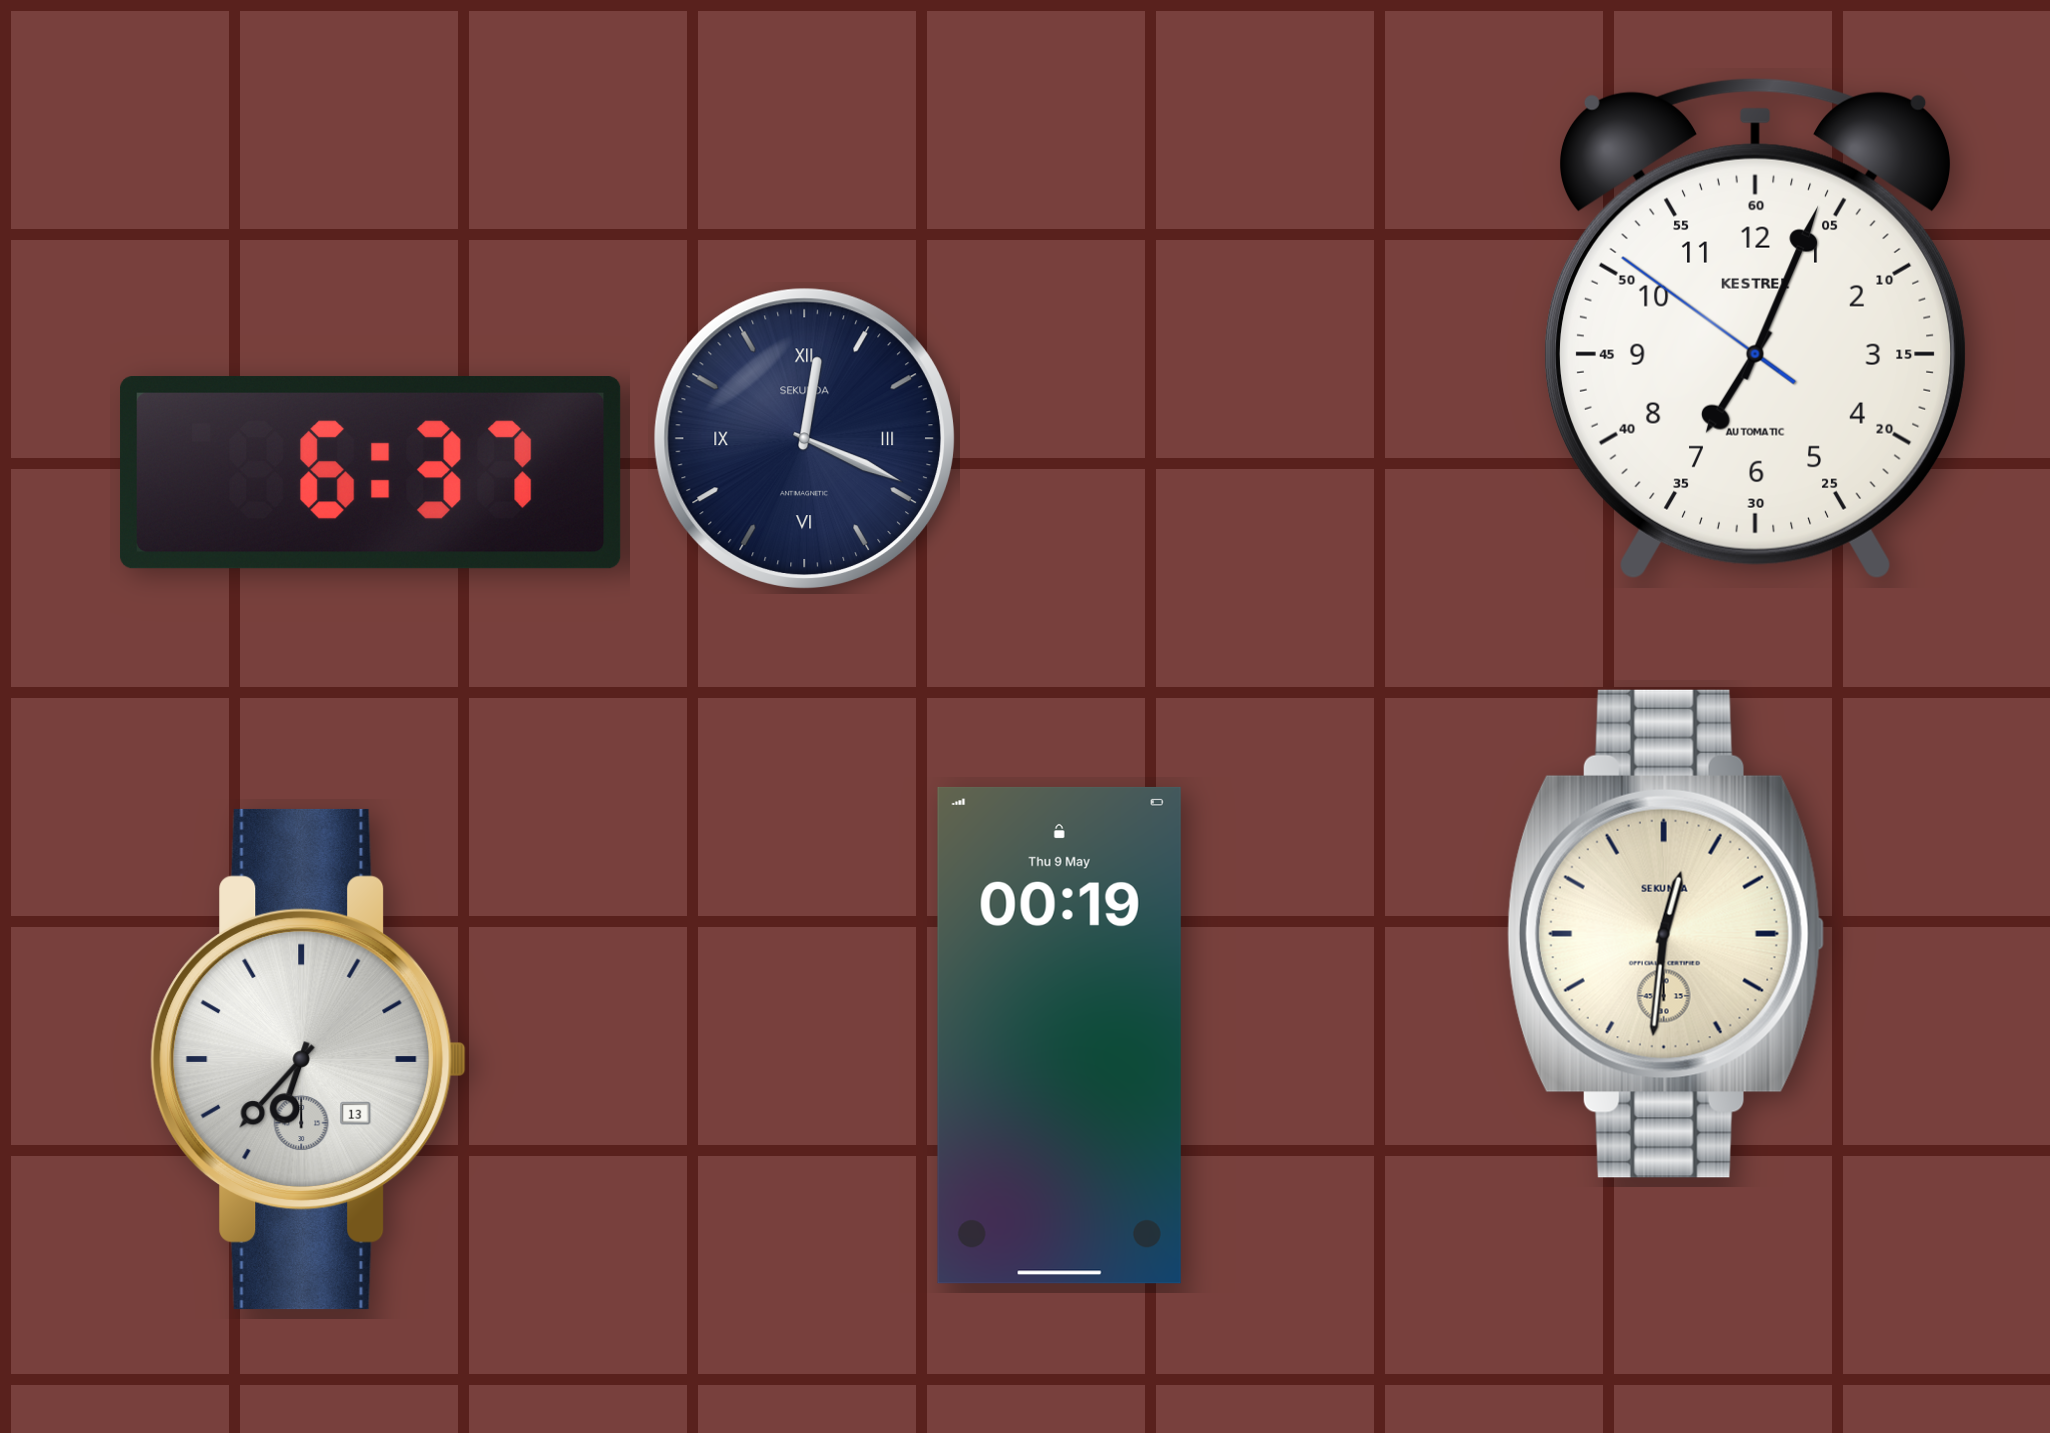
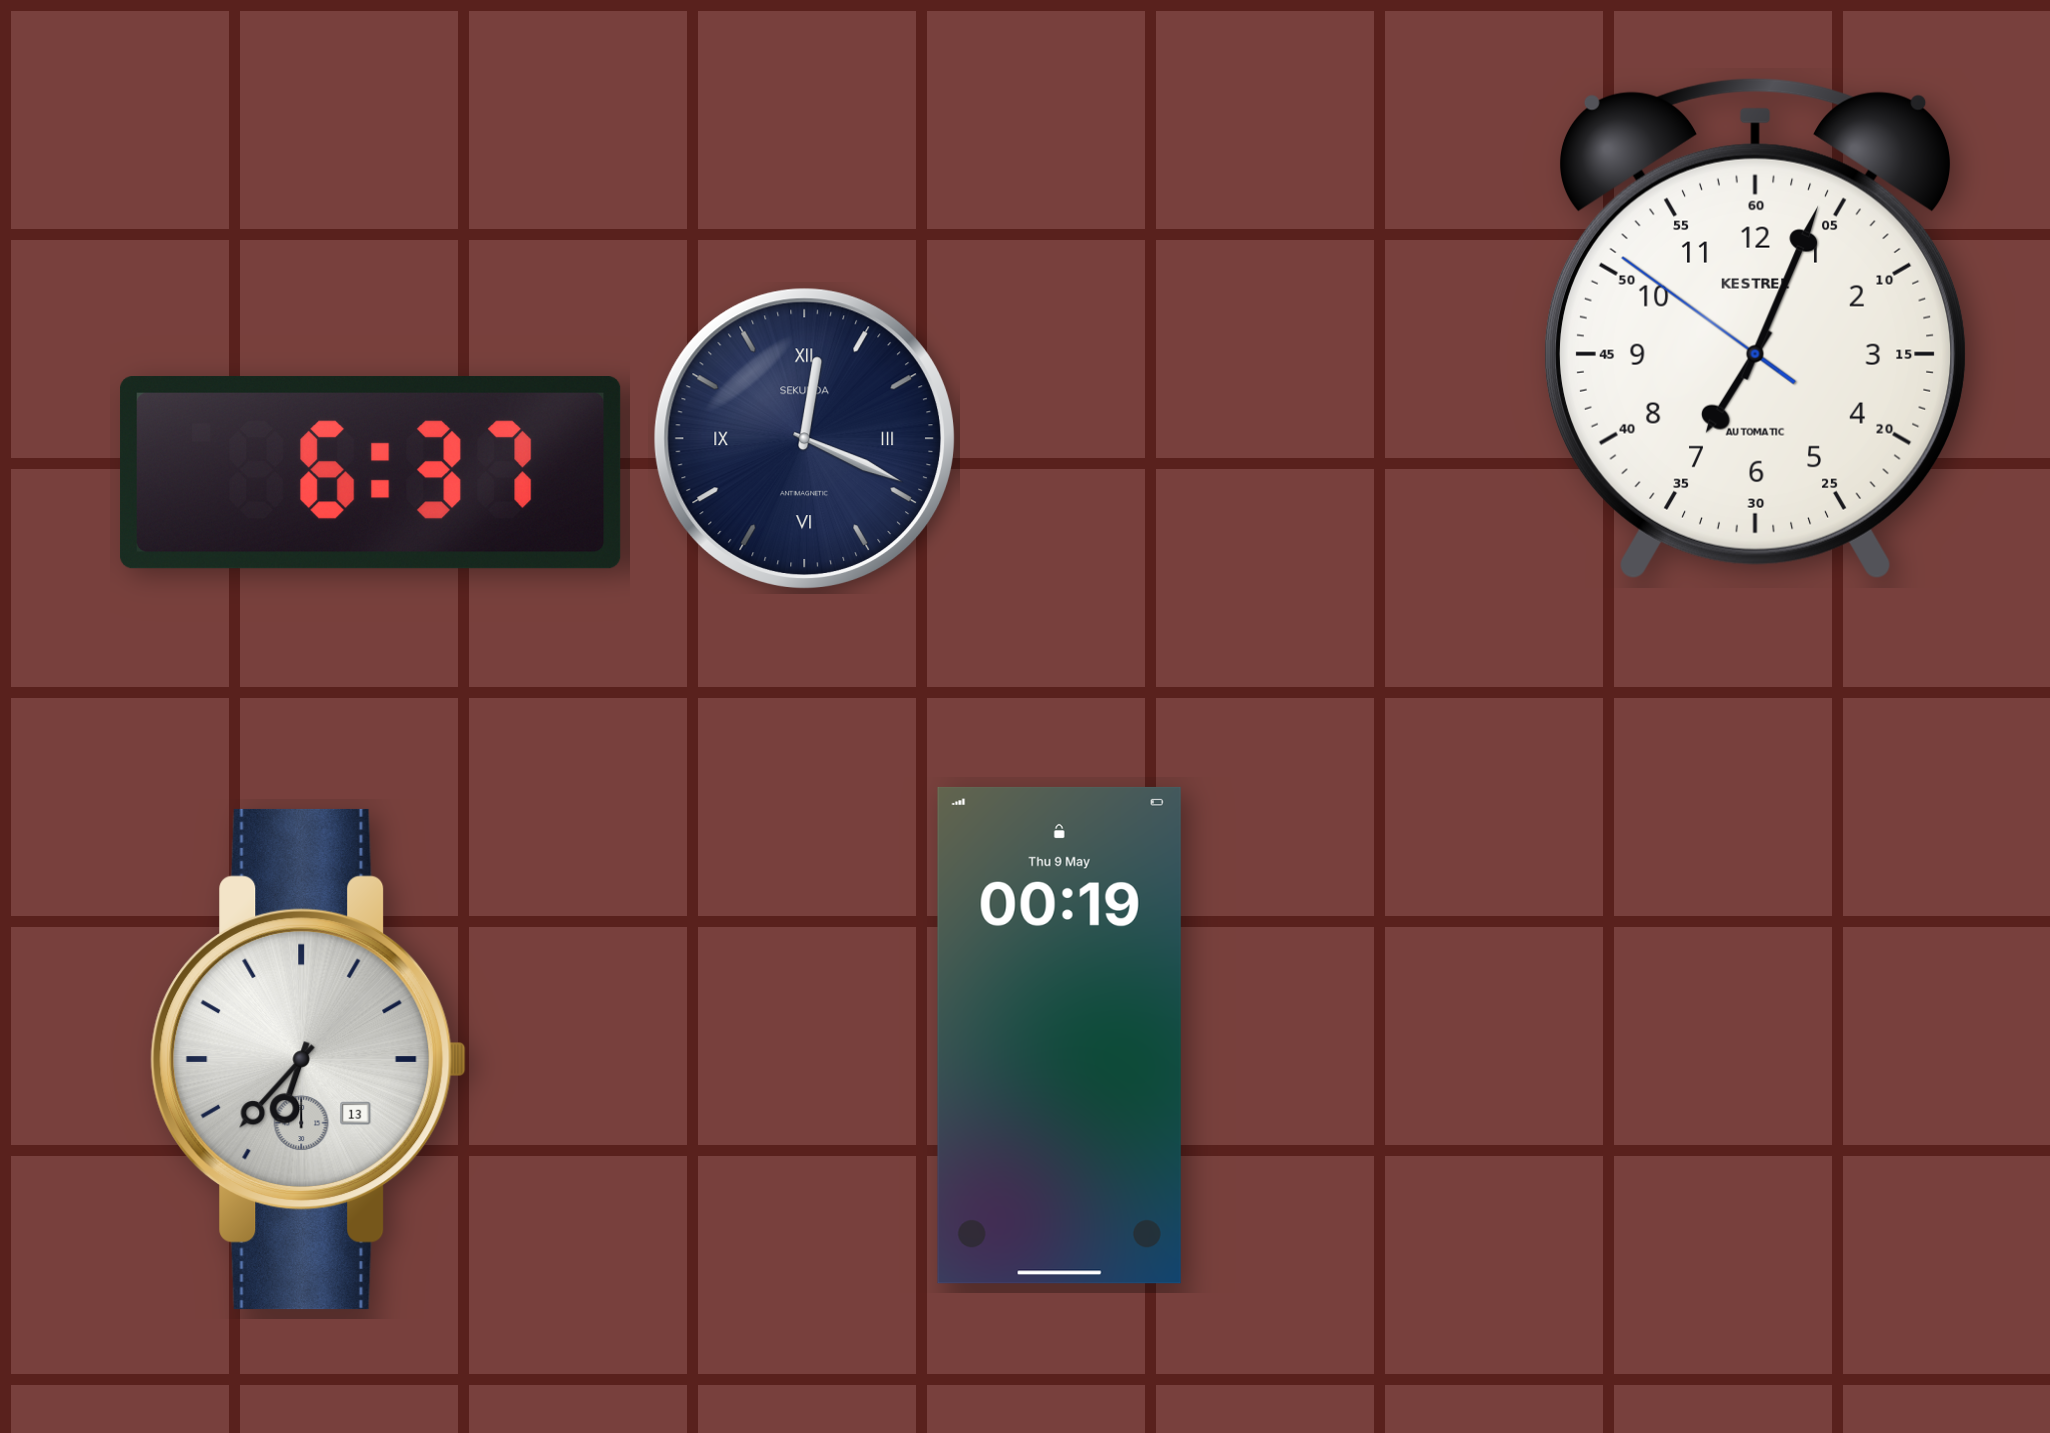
clock at (1666, 934): 12:31 -> none
